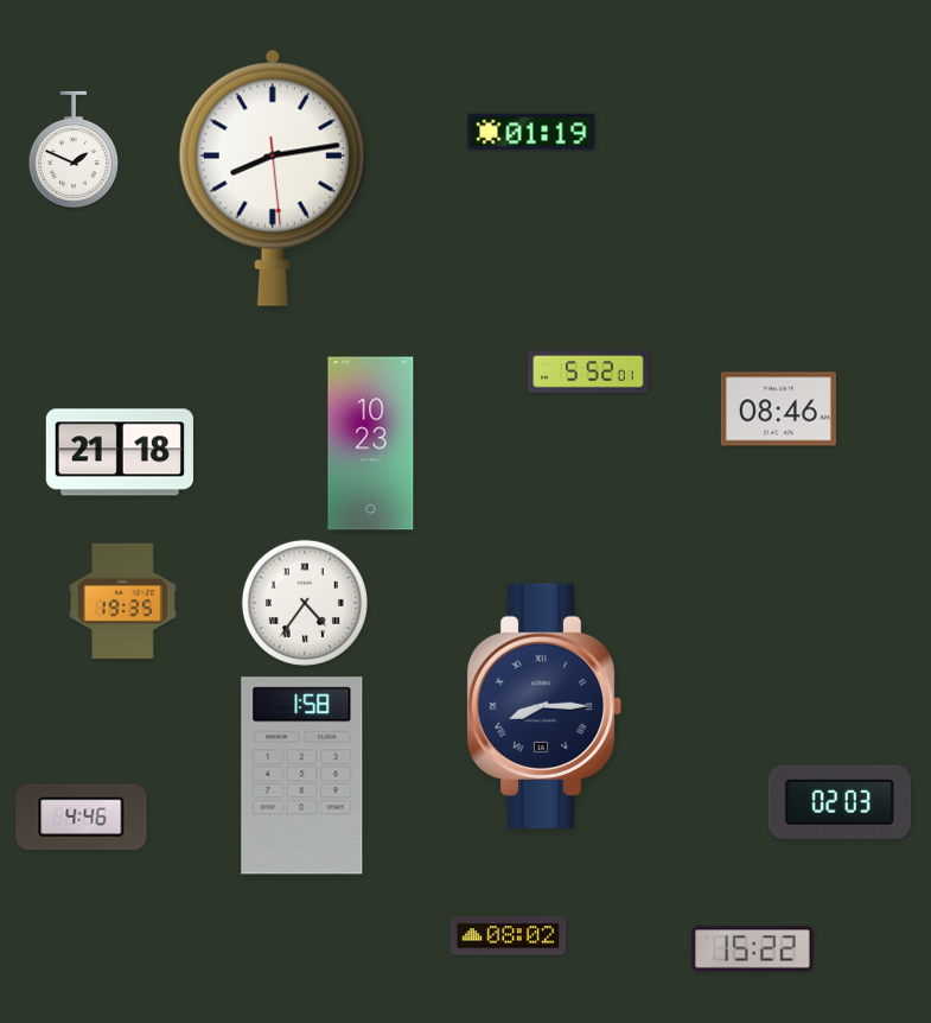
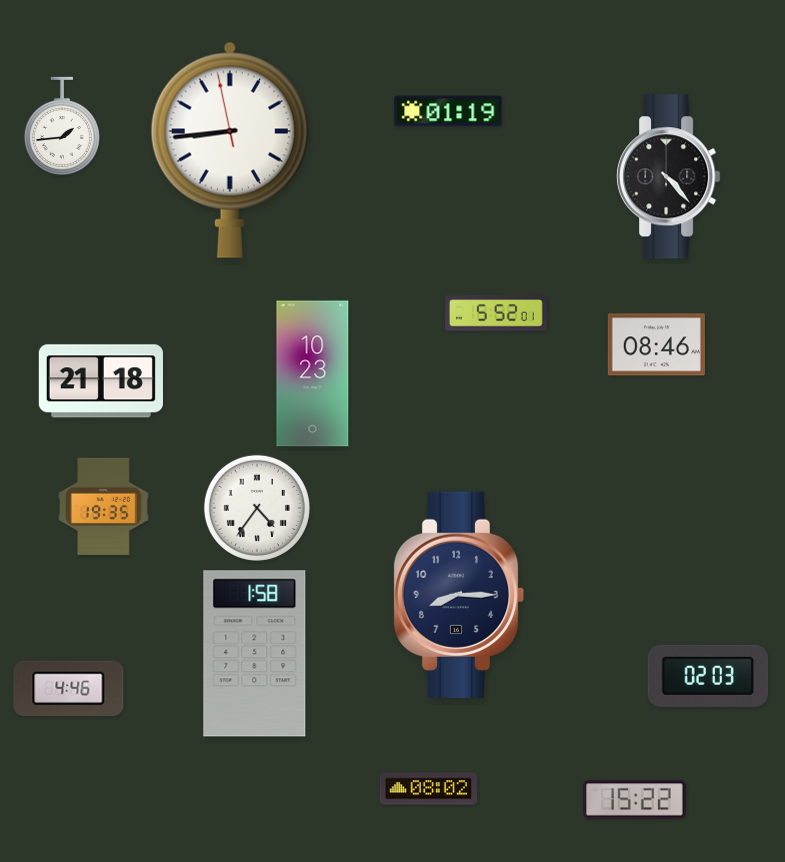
clock at (74, 148): 1:49 -> 1:44
clock at (273, 178): 8:13 -> 8:43
clock at (669, 177): none -> 4:23
clock at (544, 706) numerals: Roman -> Arabic
